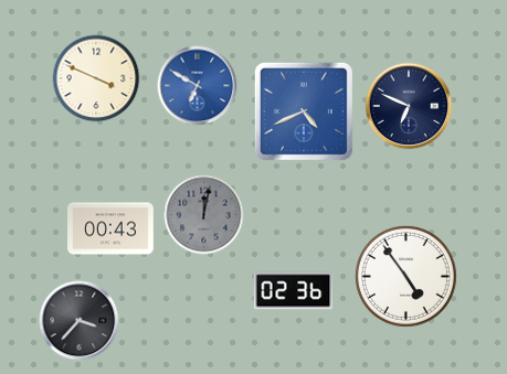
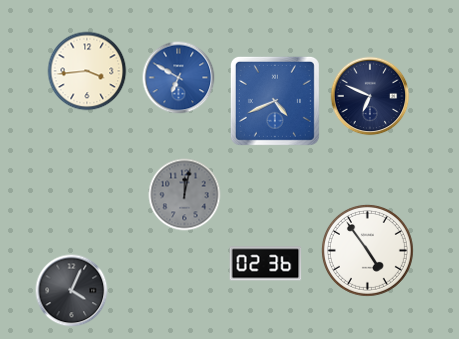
clock at (96, 78): 3:49 -> 3:44
clock at (110, 228): 00:43 -> none
clock at (80, 321): 3:37 -> 4:04
